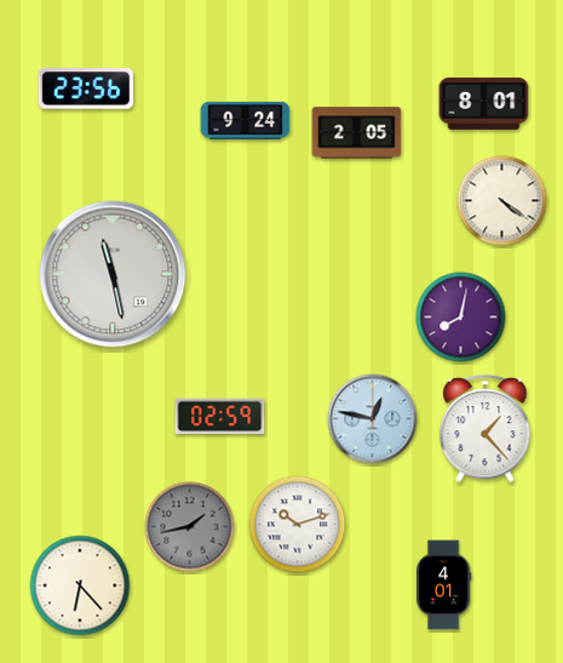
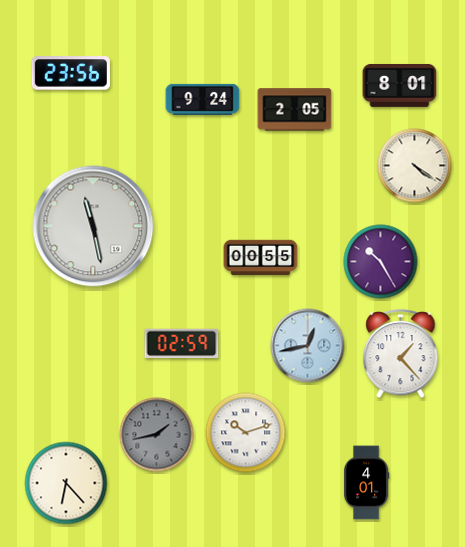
clock at (261, 258): none -> 00:55
clock at (461, 318): 8:02 -> 10:25
clock at (373, 419): 12:47 -> 12:43
